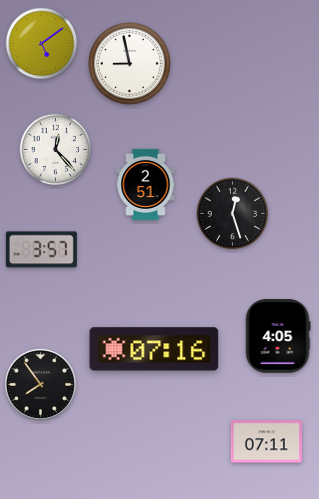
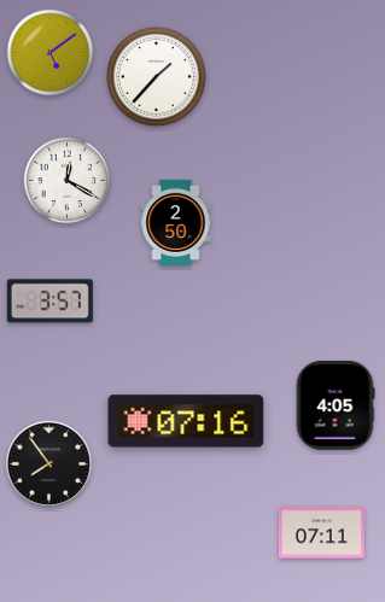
clock at (130, 64): 8:58 -> 1:37
clock at (56, 150): 12:23 -> 12:20
clock at (146, 184): 2:51 -> 2:50
clock at (233, 214): 12:27 -> none
